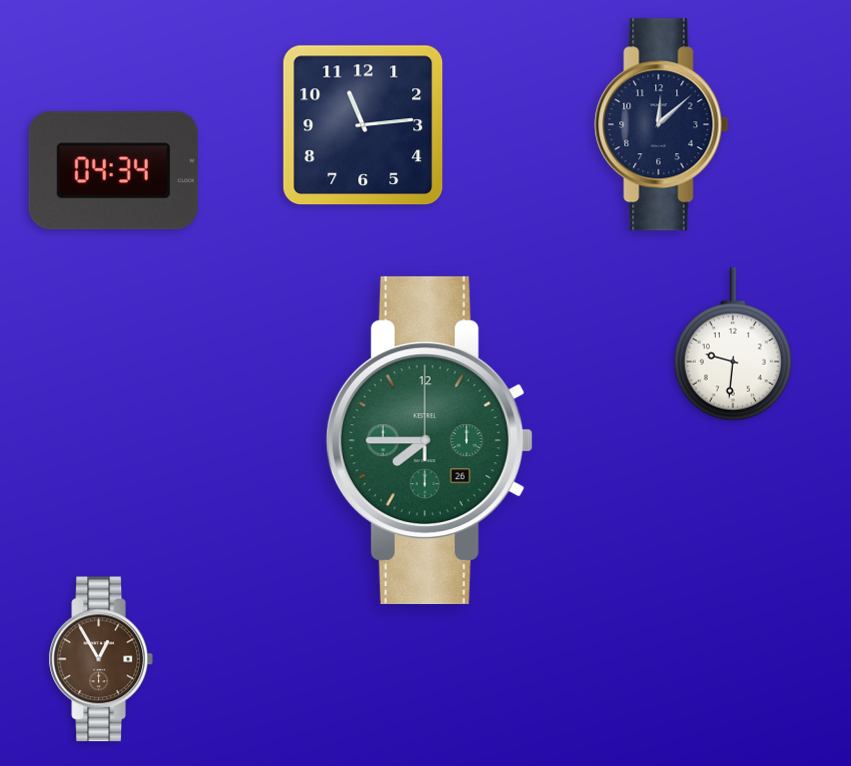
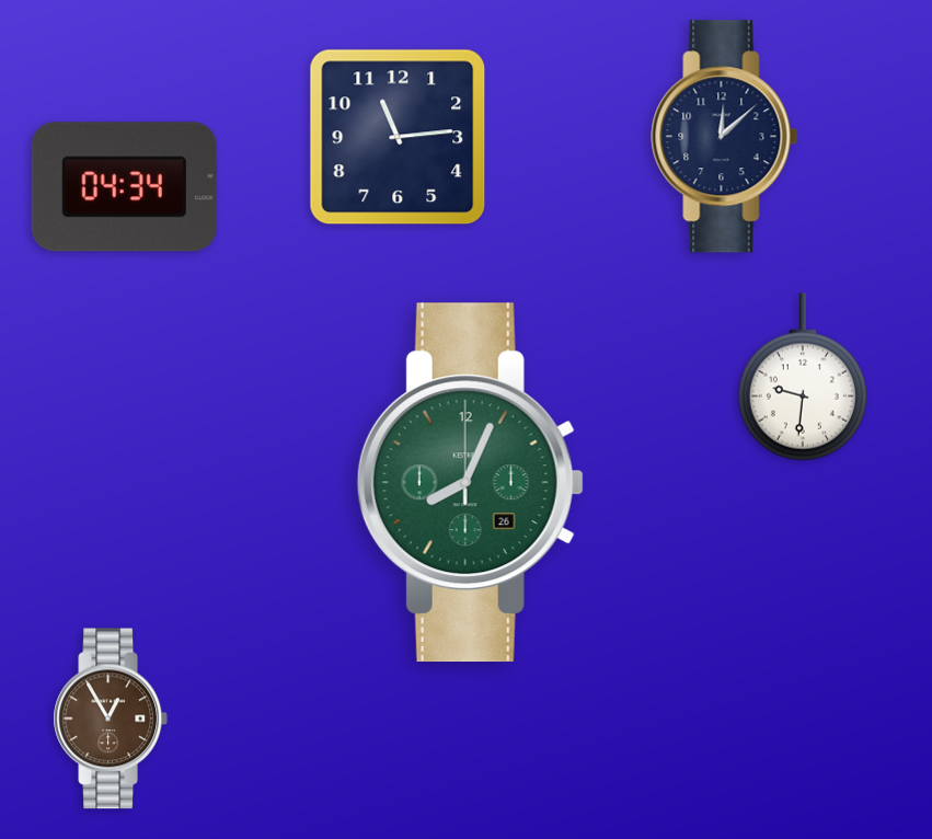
clock at (429, 441): 7:45 -> 8:04
clock at (100, 659) position: (100, 659) -> (110, 719)
